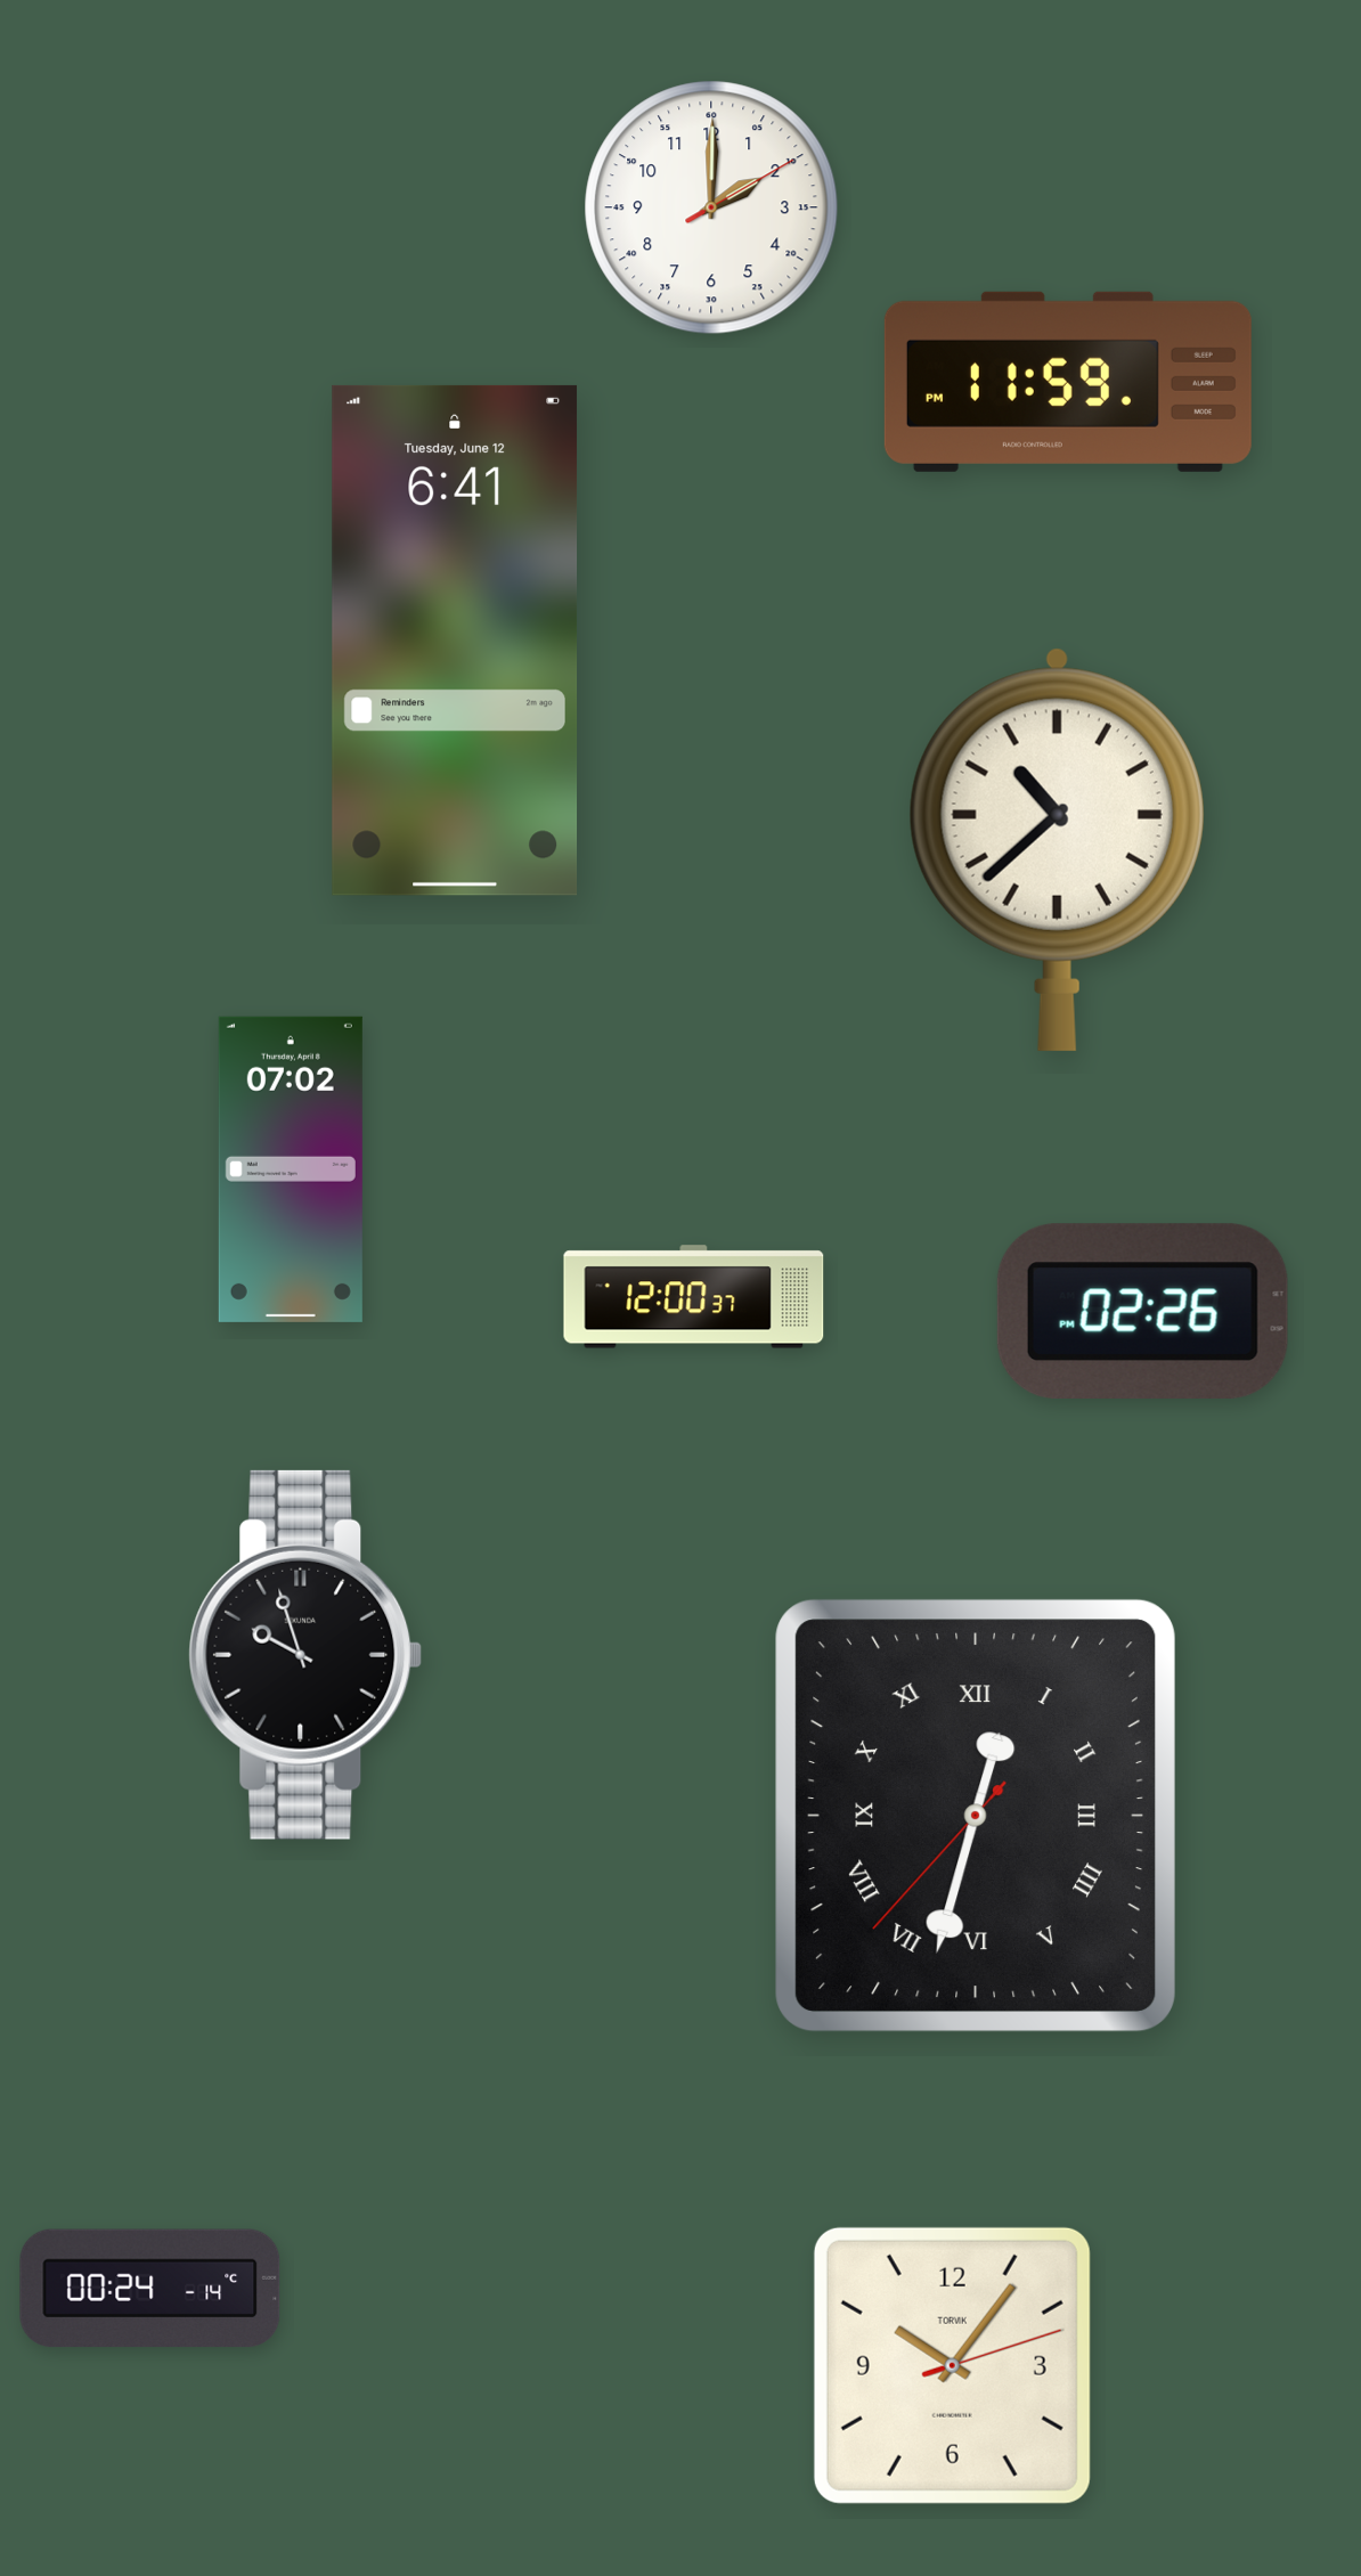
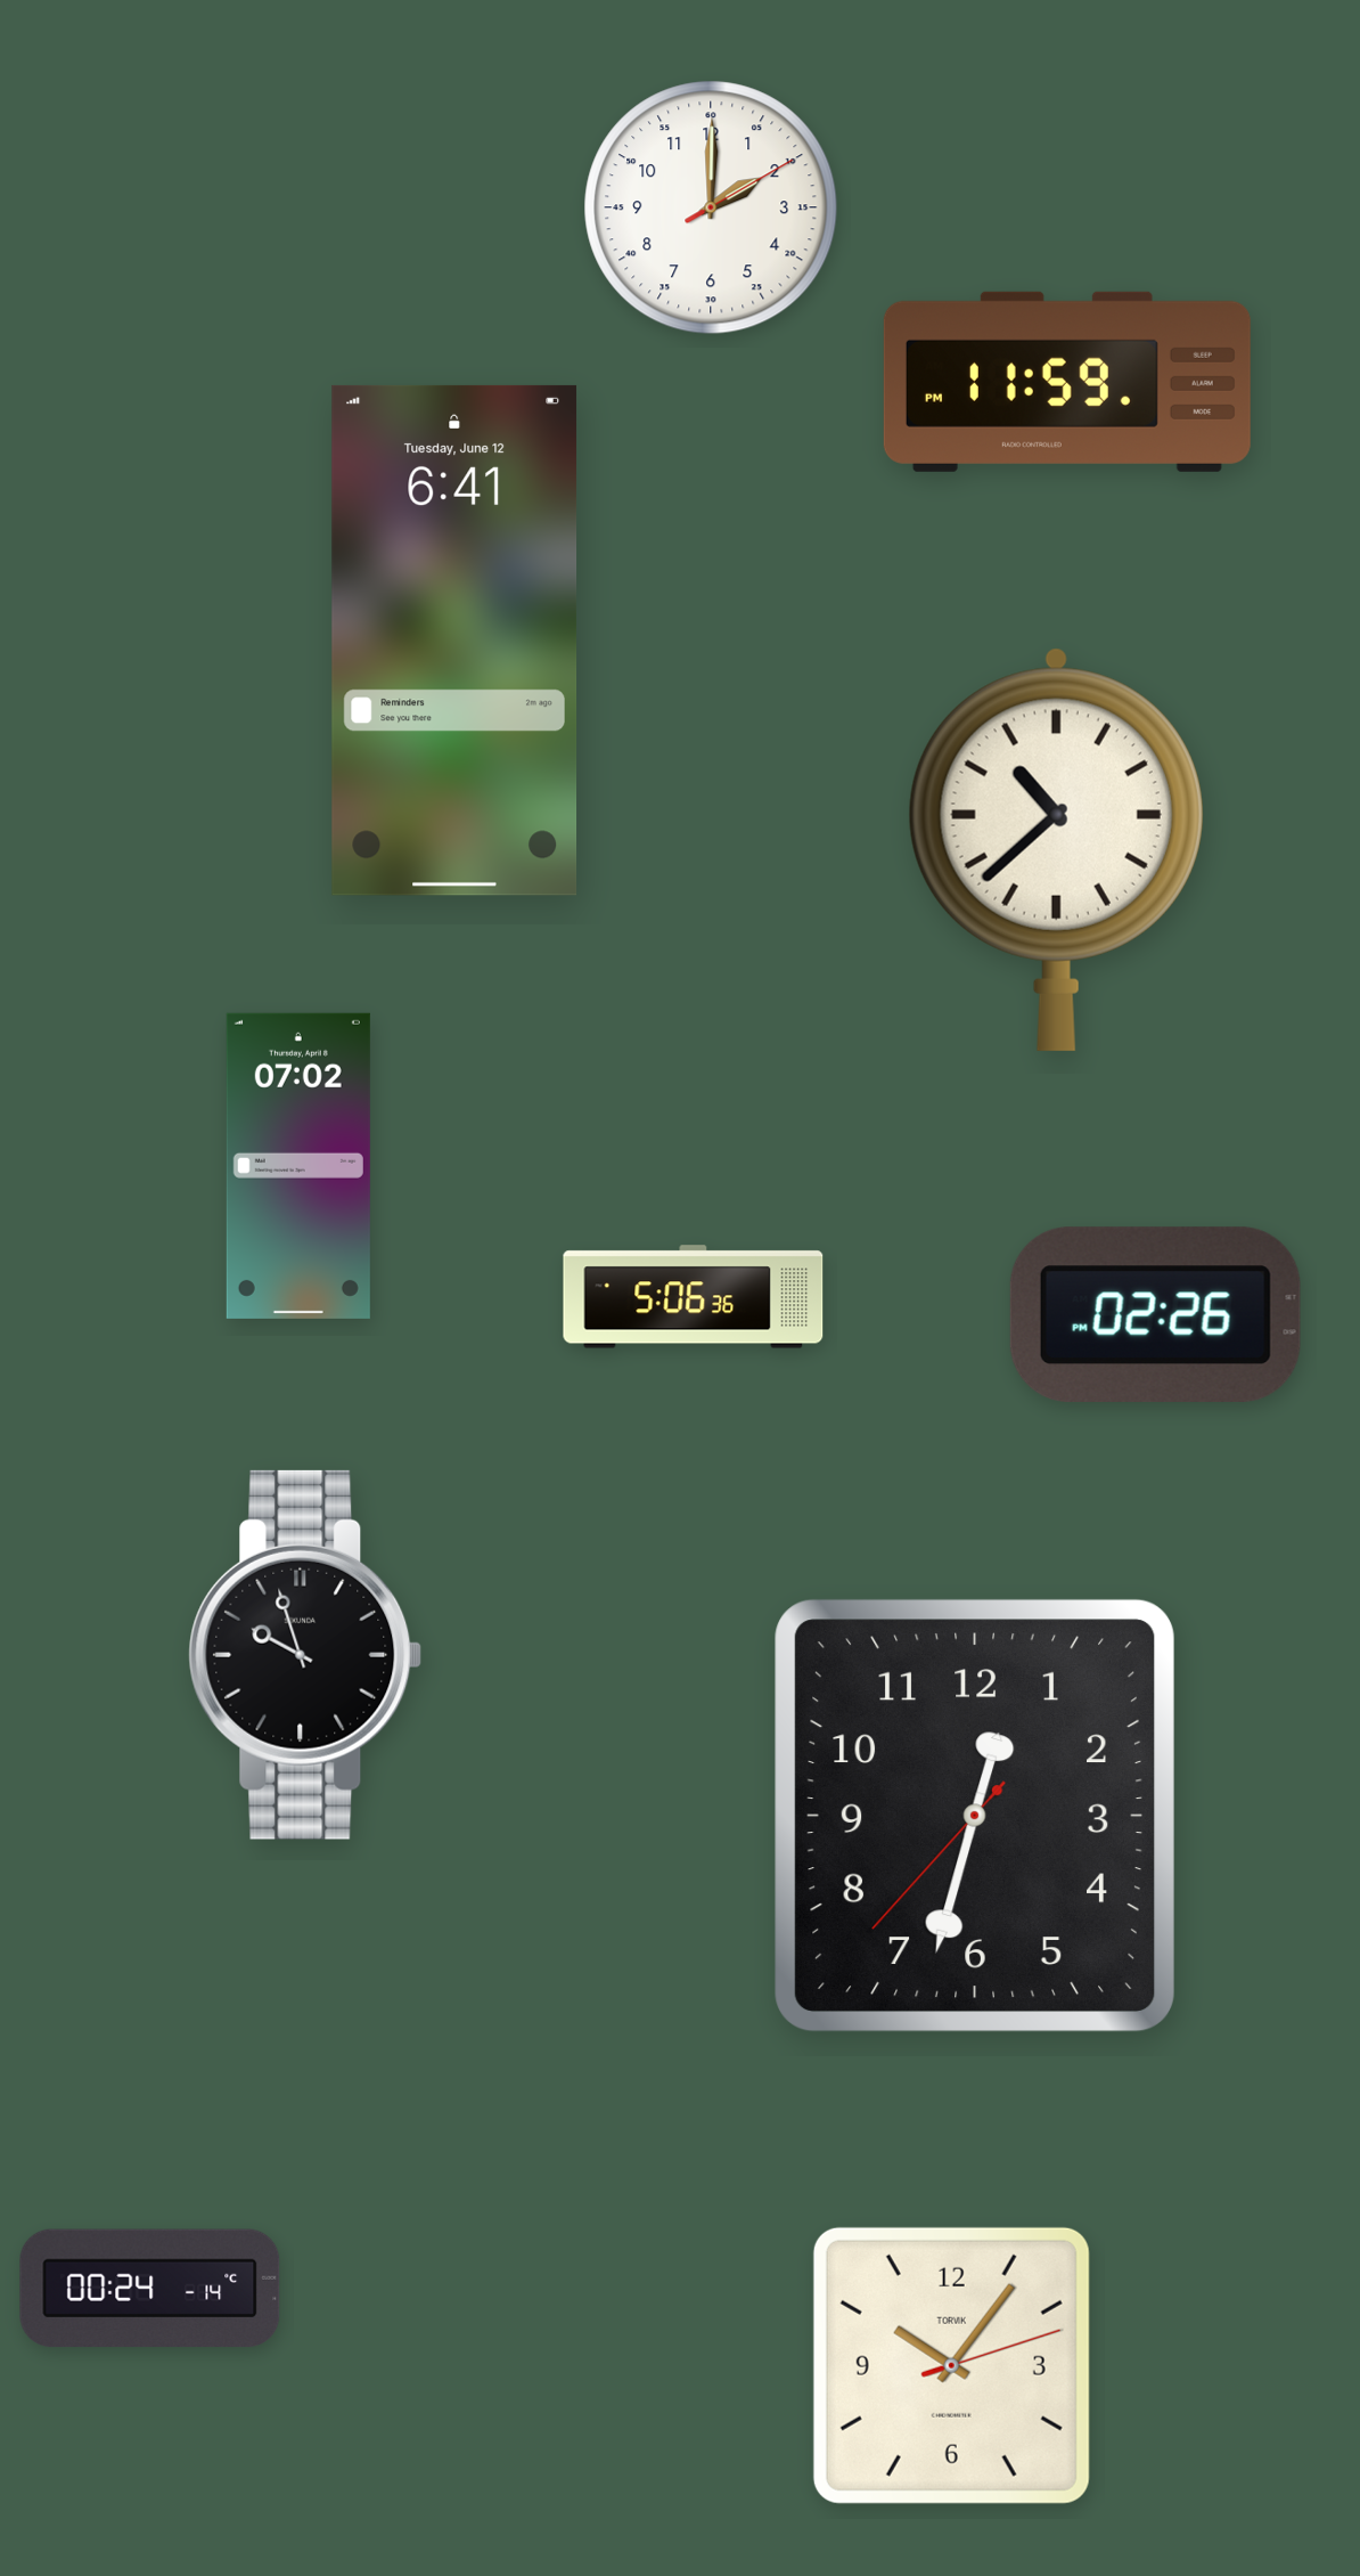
clock at (291, 1169) position: (291, 1169) -> (298, 1166)
clock at (694, 1297): 12:00 -> 5:06
clock at (1142, 1311) position: (1142, 1311) -> (1155, 1314)
clock at (975, 1816) numerals: Roman -> Arabic
